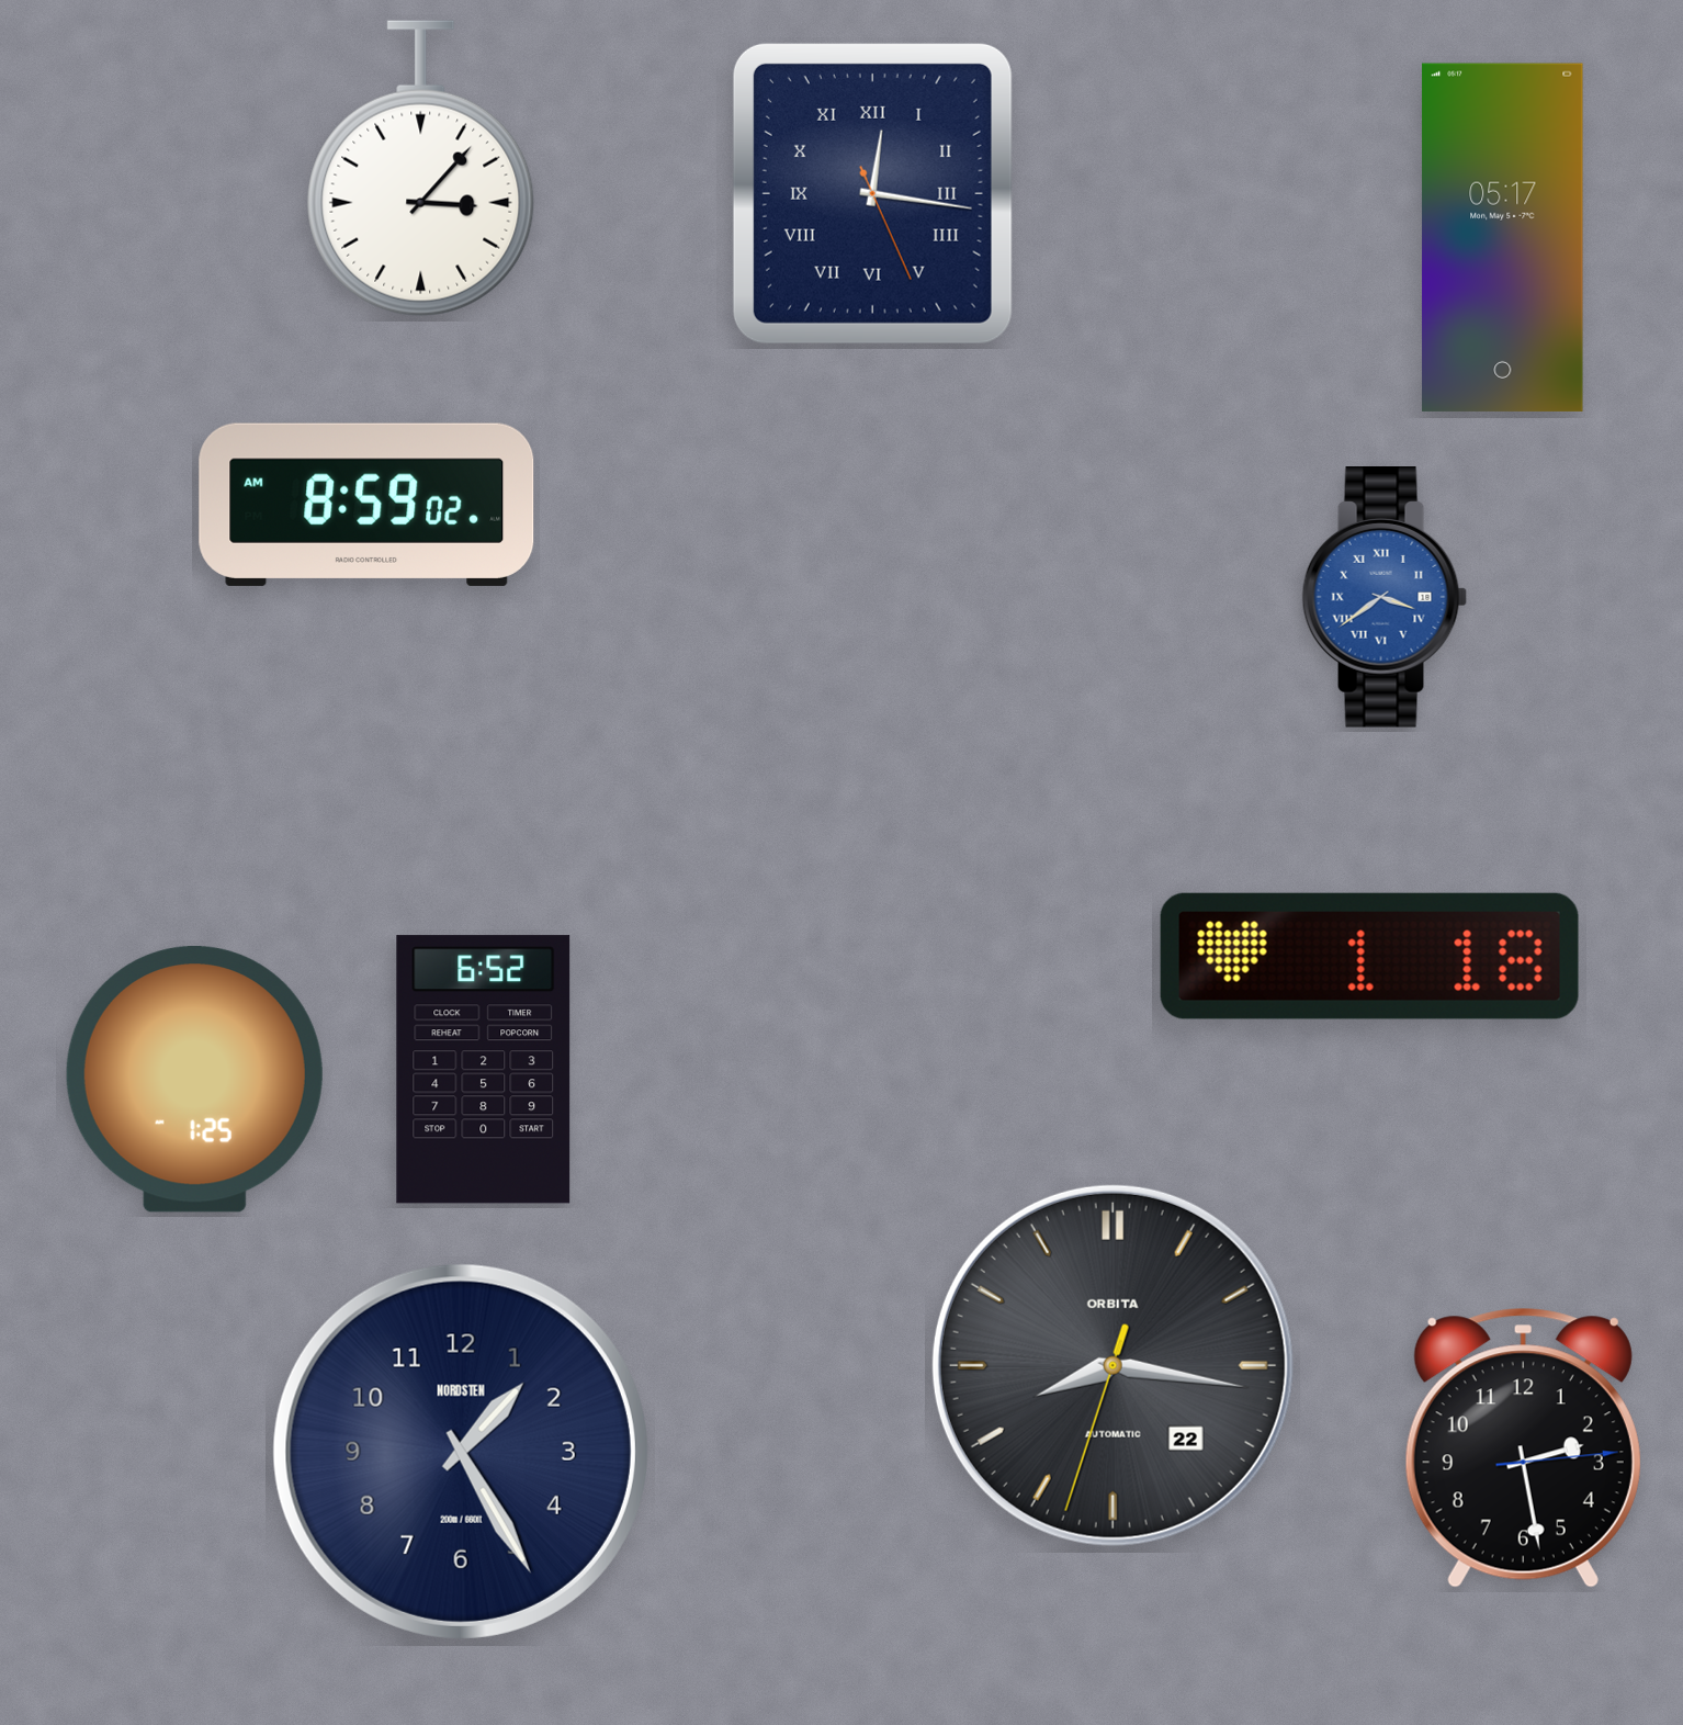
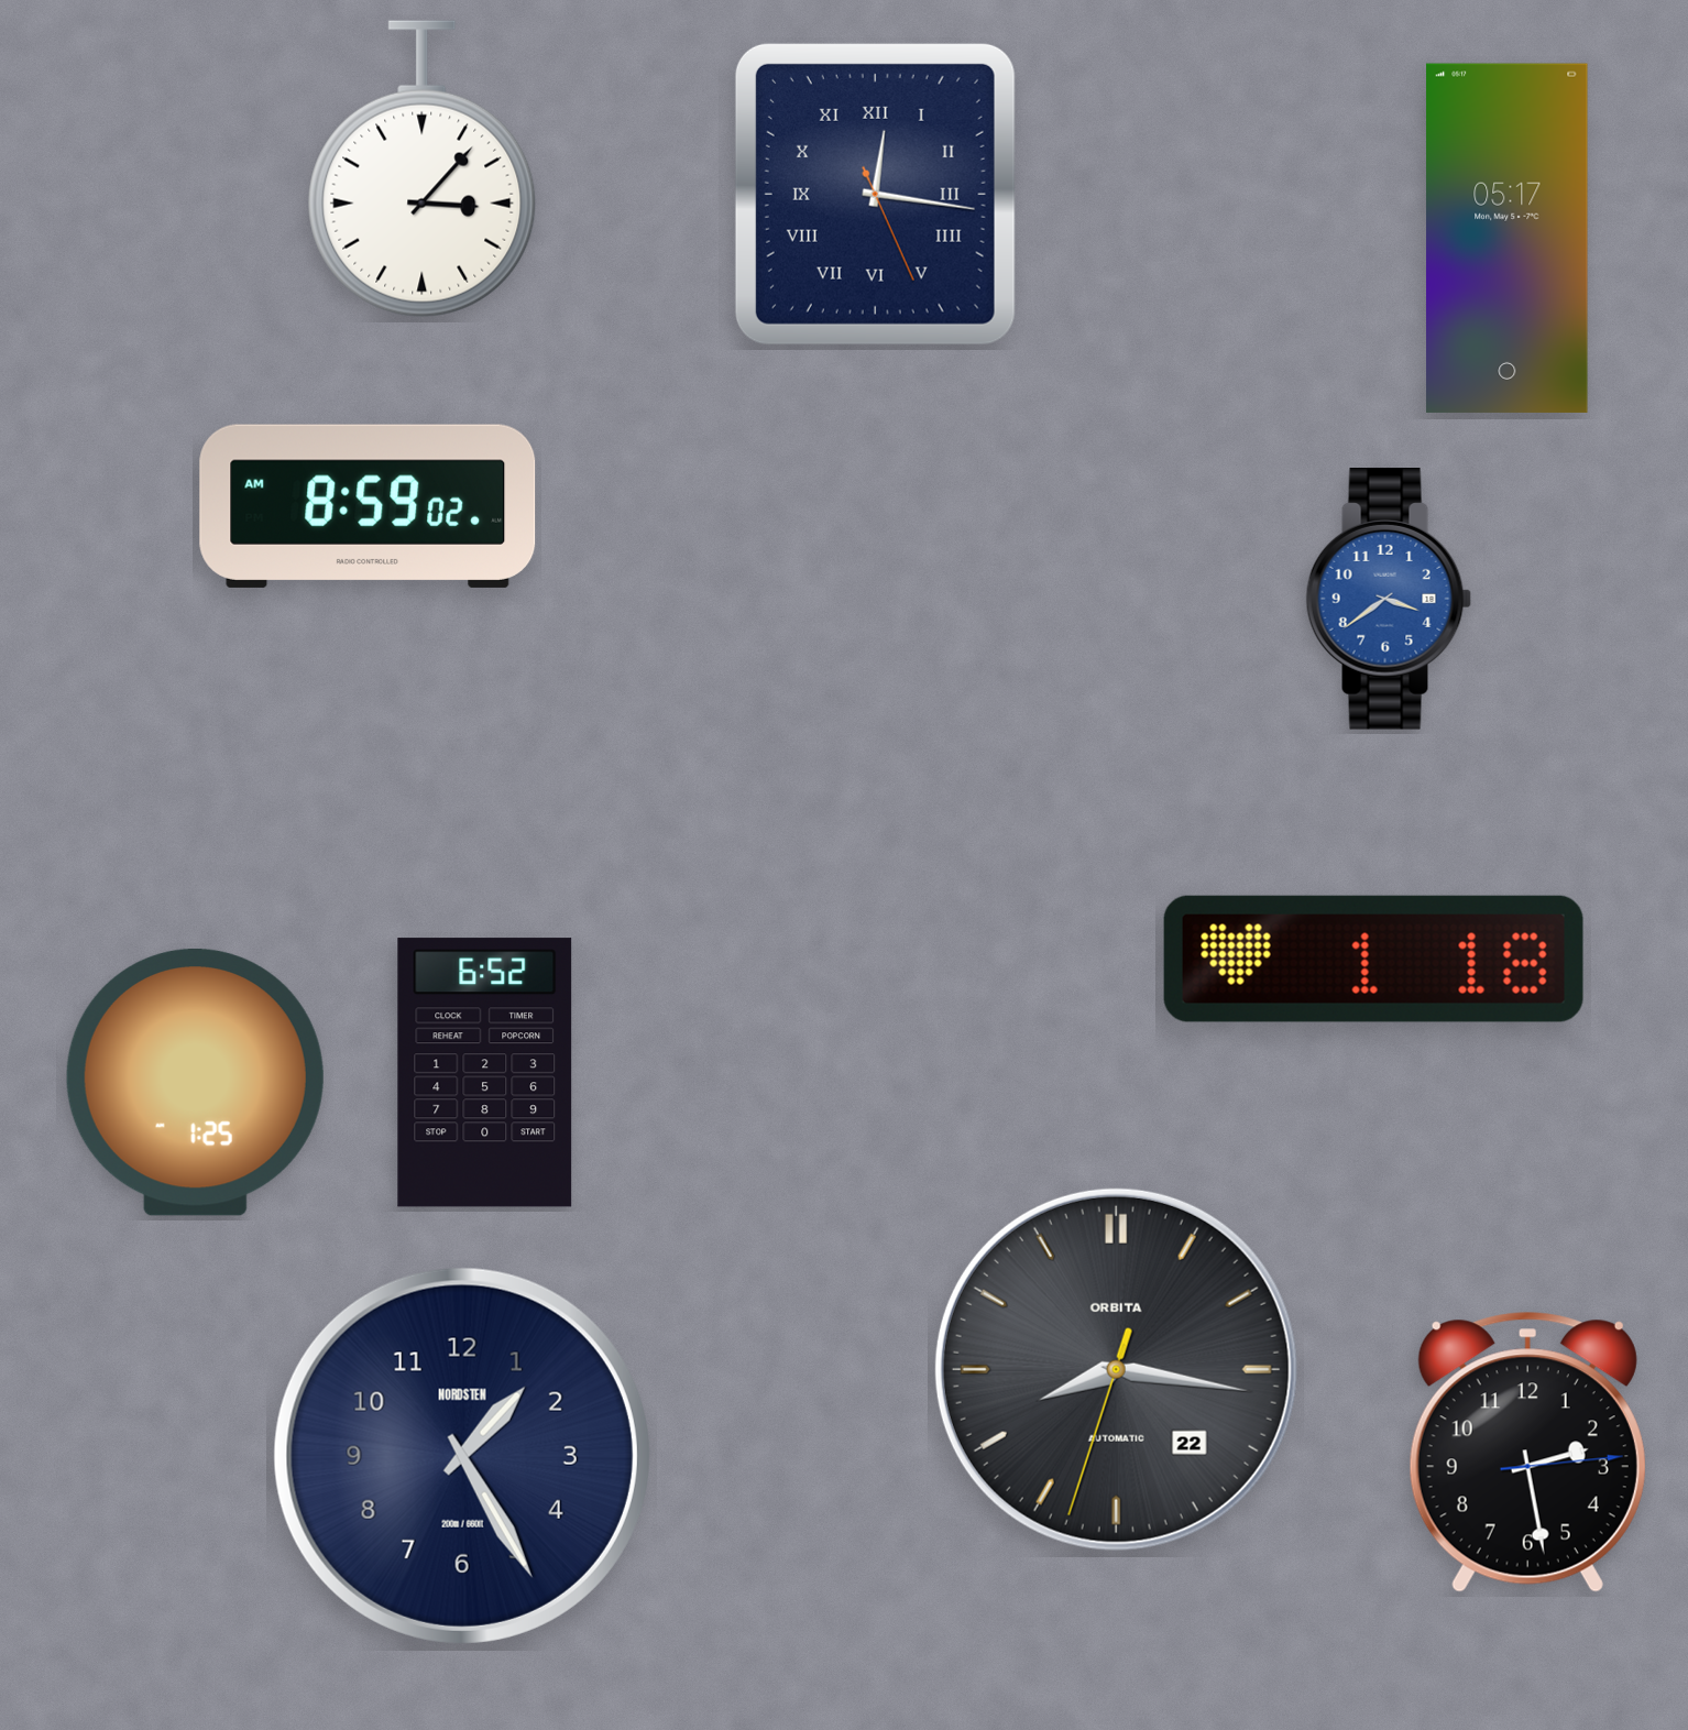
clock at (1385, 598) numerals: Roman -> Arabic
